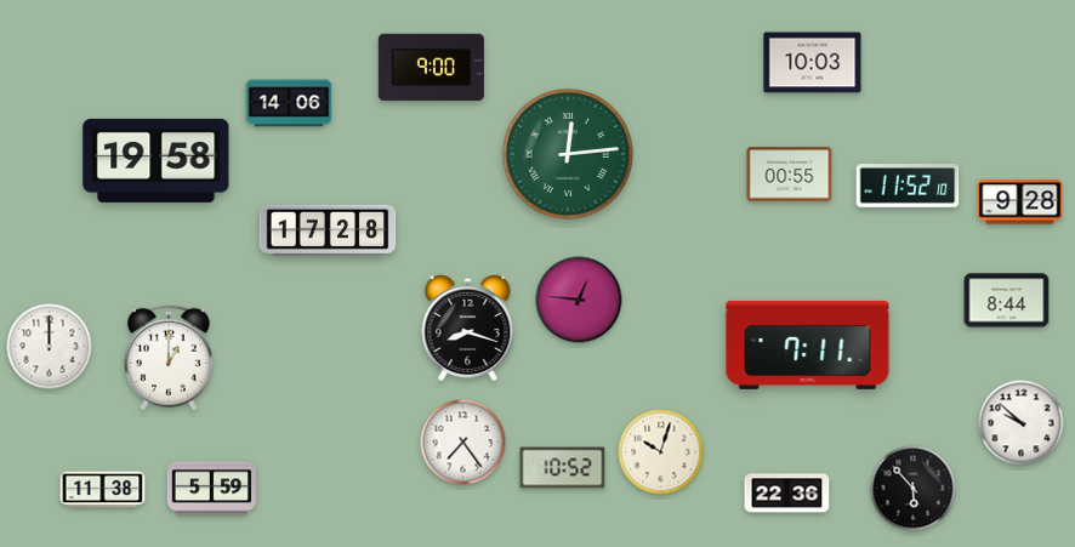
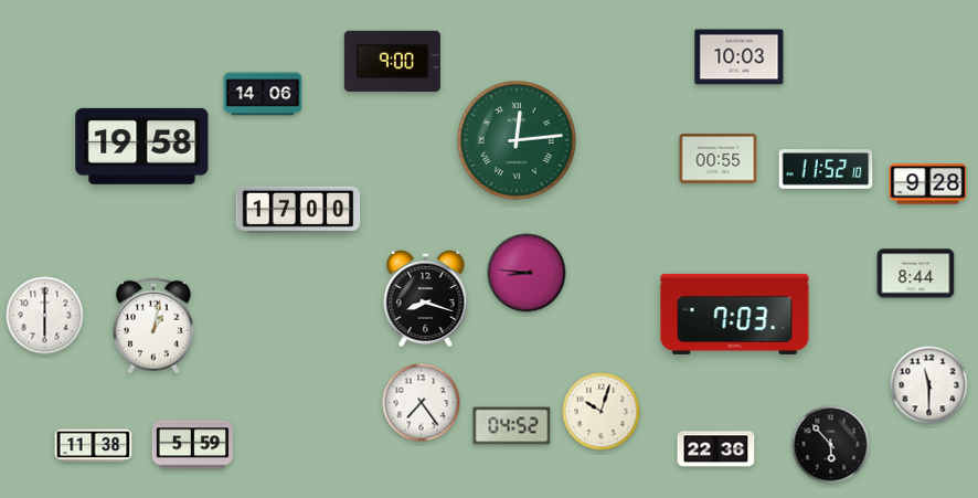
clock at (328, 230): 17:28 -> 17:00
clock at (579, 300): 12:46 -> 8:46
clock at (808, 344): 7:11 -> 7:03
clock at (50, 347): 12:00 -> 6:00
clock at (169, 358): 1:00 -> 1:02
clock at (1022, 423): 9:52 -> 11:30
clock at (563, 468): 10:52 -> 04:52
